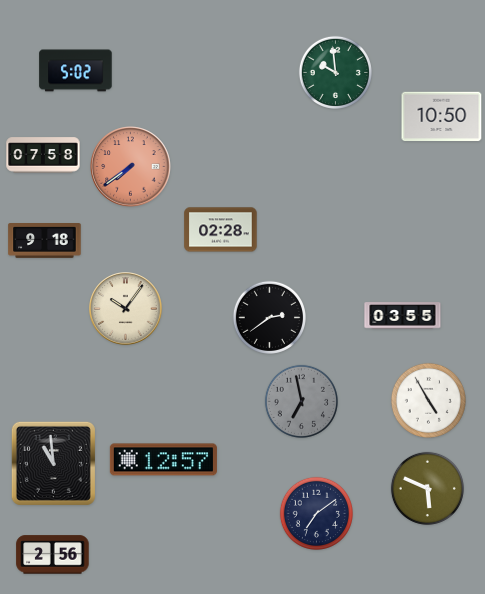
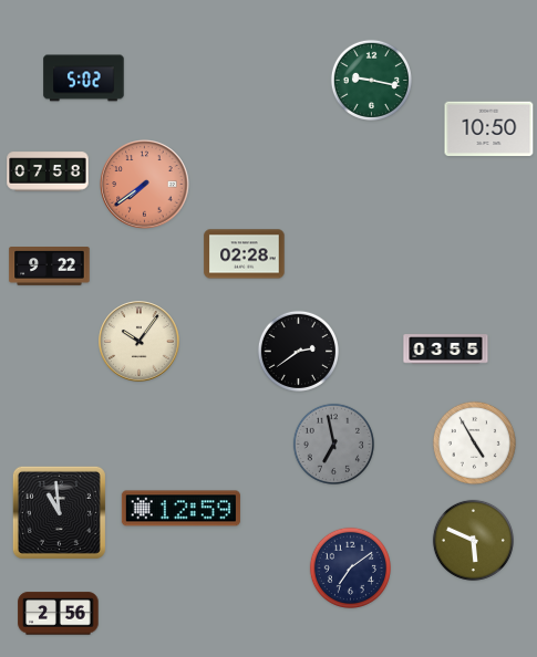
clock at (335, 72): 9:59 -> 9:17
clock at (45, 241): 9:18 -> 9:22
clock at (163, 460): 12:57 -> 12:59
